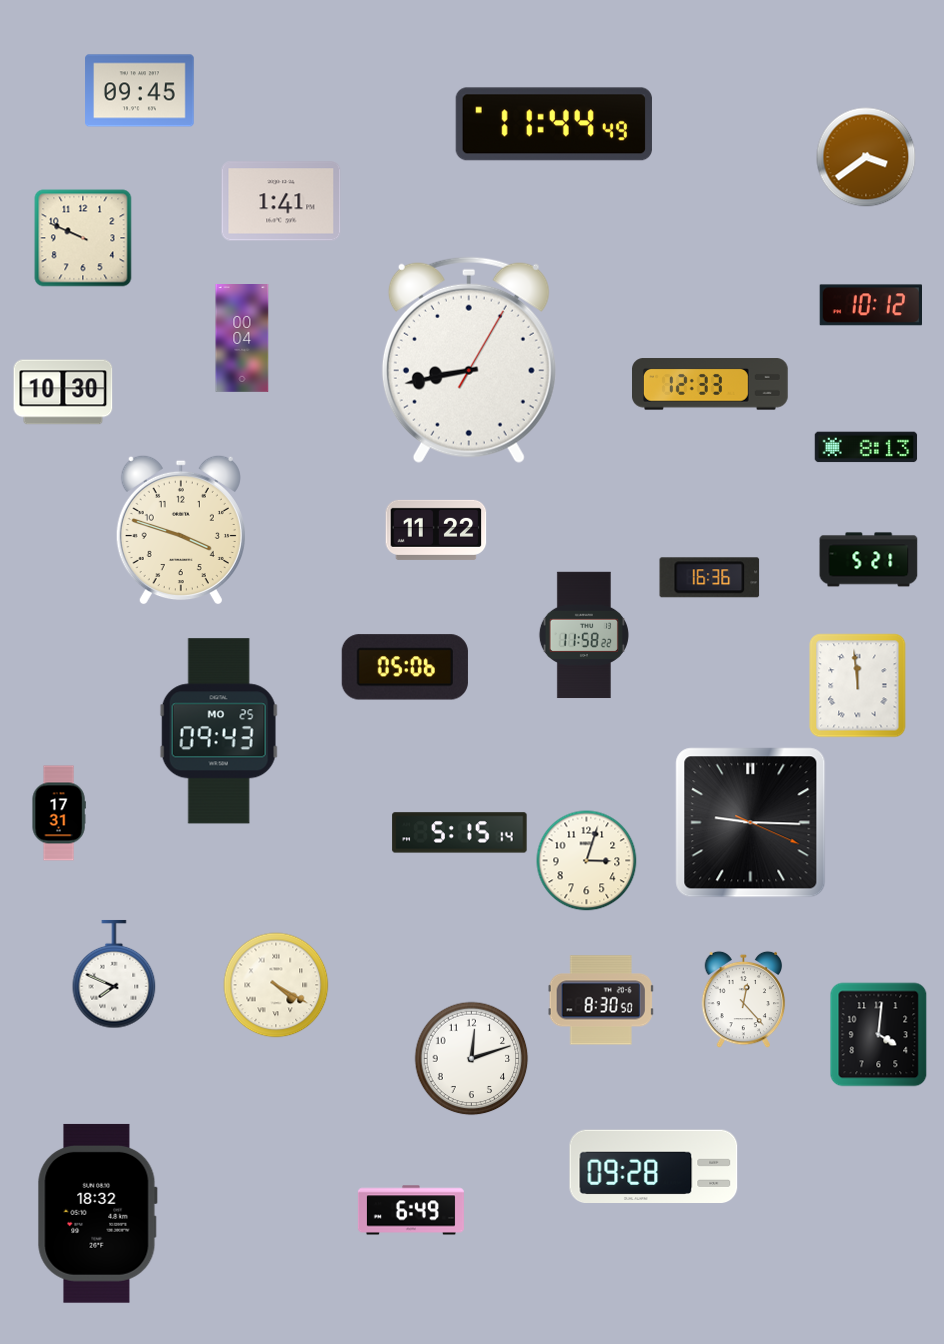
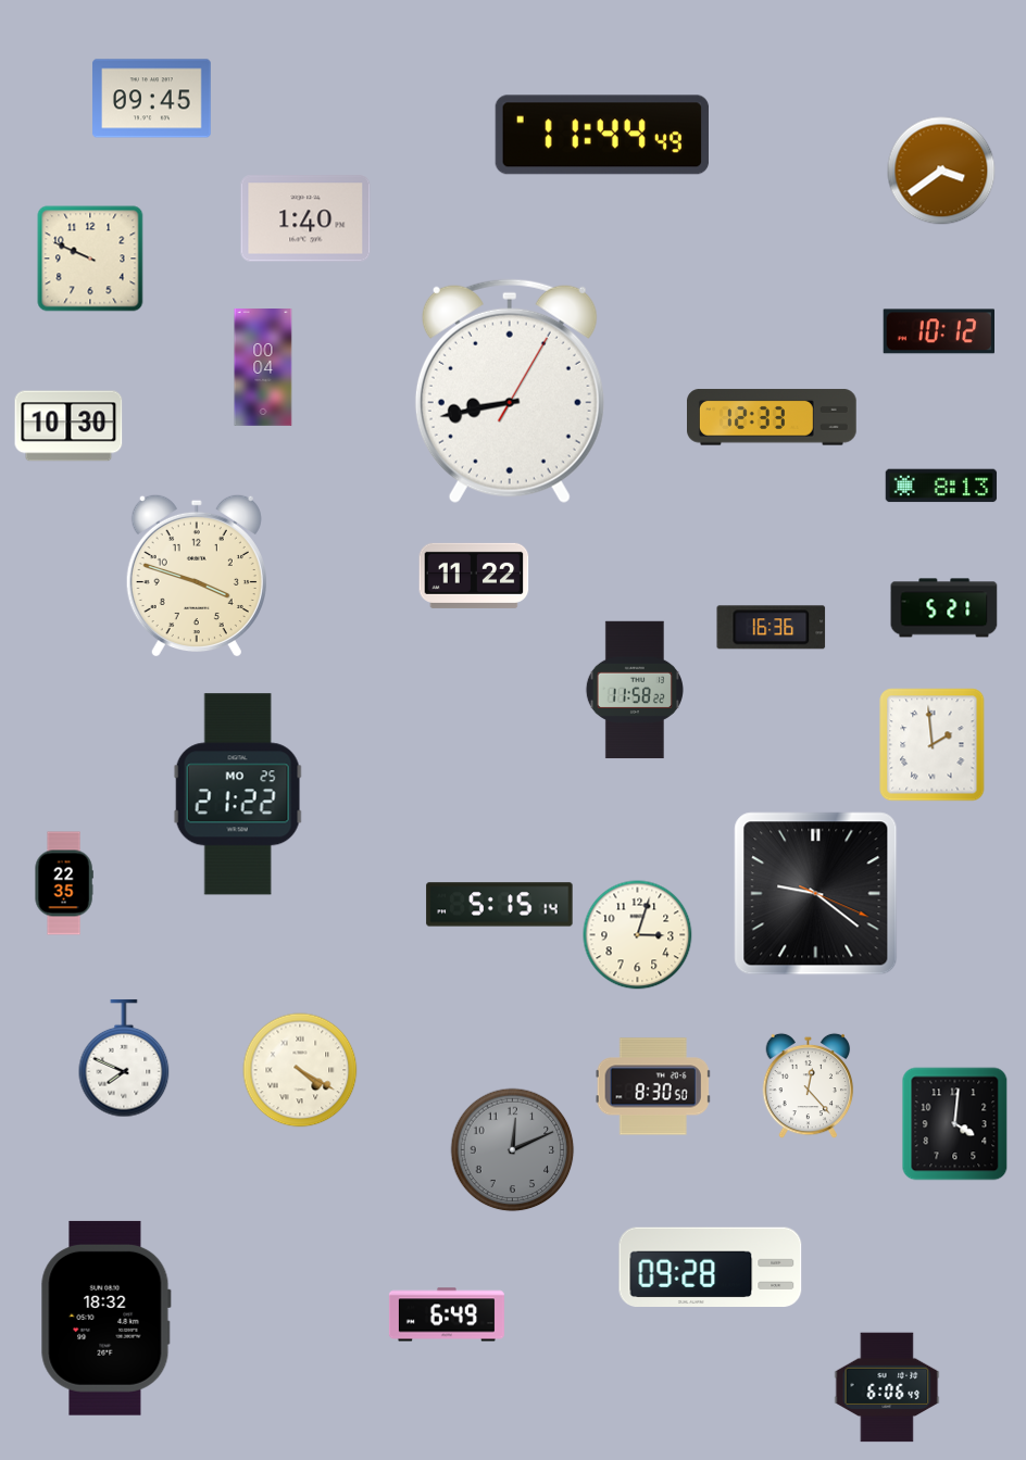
clock at (281, 201): 1:41 -> 1:40
clock at (870, 305) position: (870, 305) -> (938, 331)
clock at (405, 667): 05:06 -> none
clock at (858, 686): 11:59 -> 1:59
clock at (219, 731): 09:43 -> 21:22
clock at (59, 813): 17:31 -> 22:35
clock at (751, 823): 9:15 -> 9:21
clock at (472, 1059): 12:12 -> 12:11
clock at (472, 1059) dial: white -> grey
clock at (887, 1387): none -> 6:06
